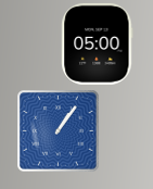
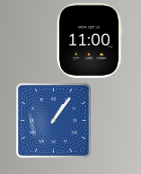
clock at (98, 43): 05:00 -> 11:00
